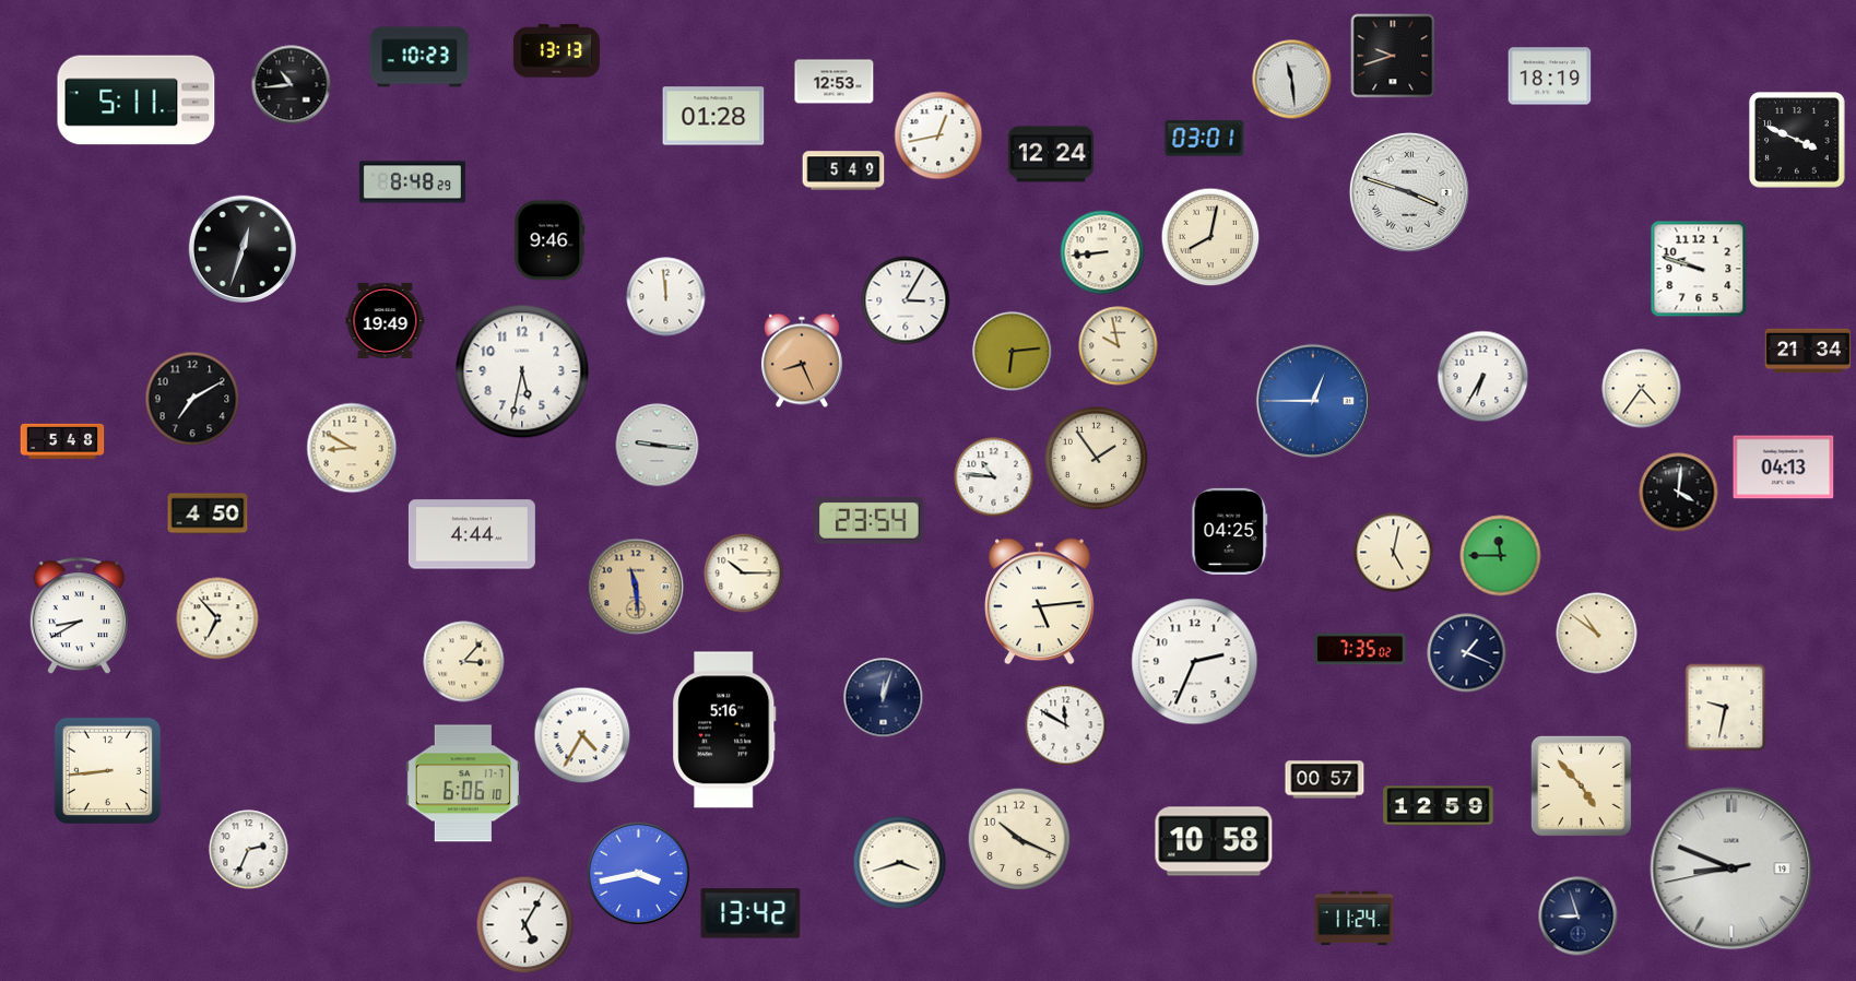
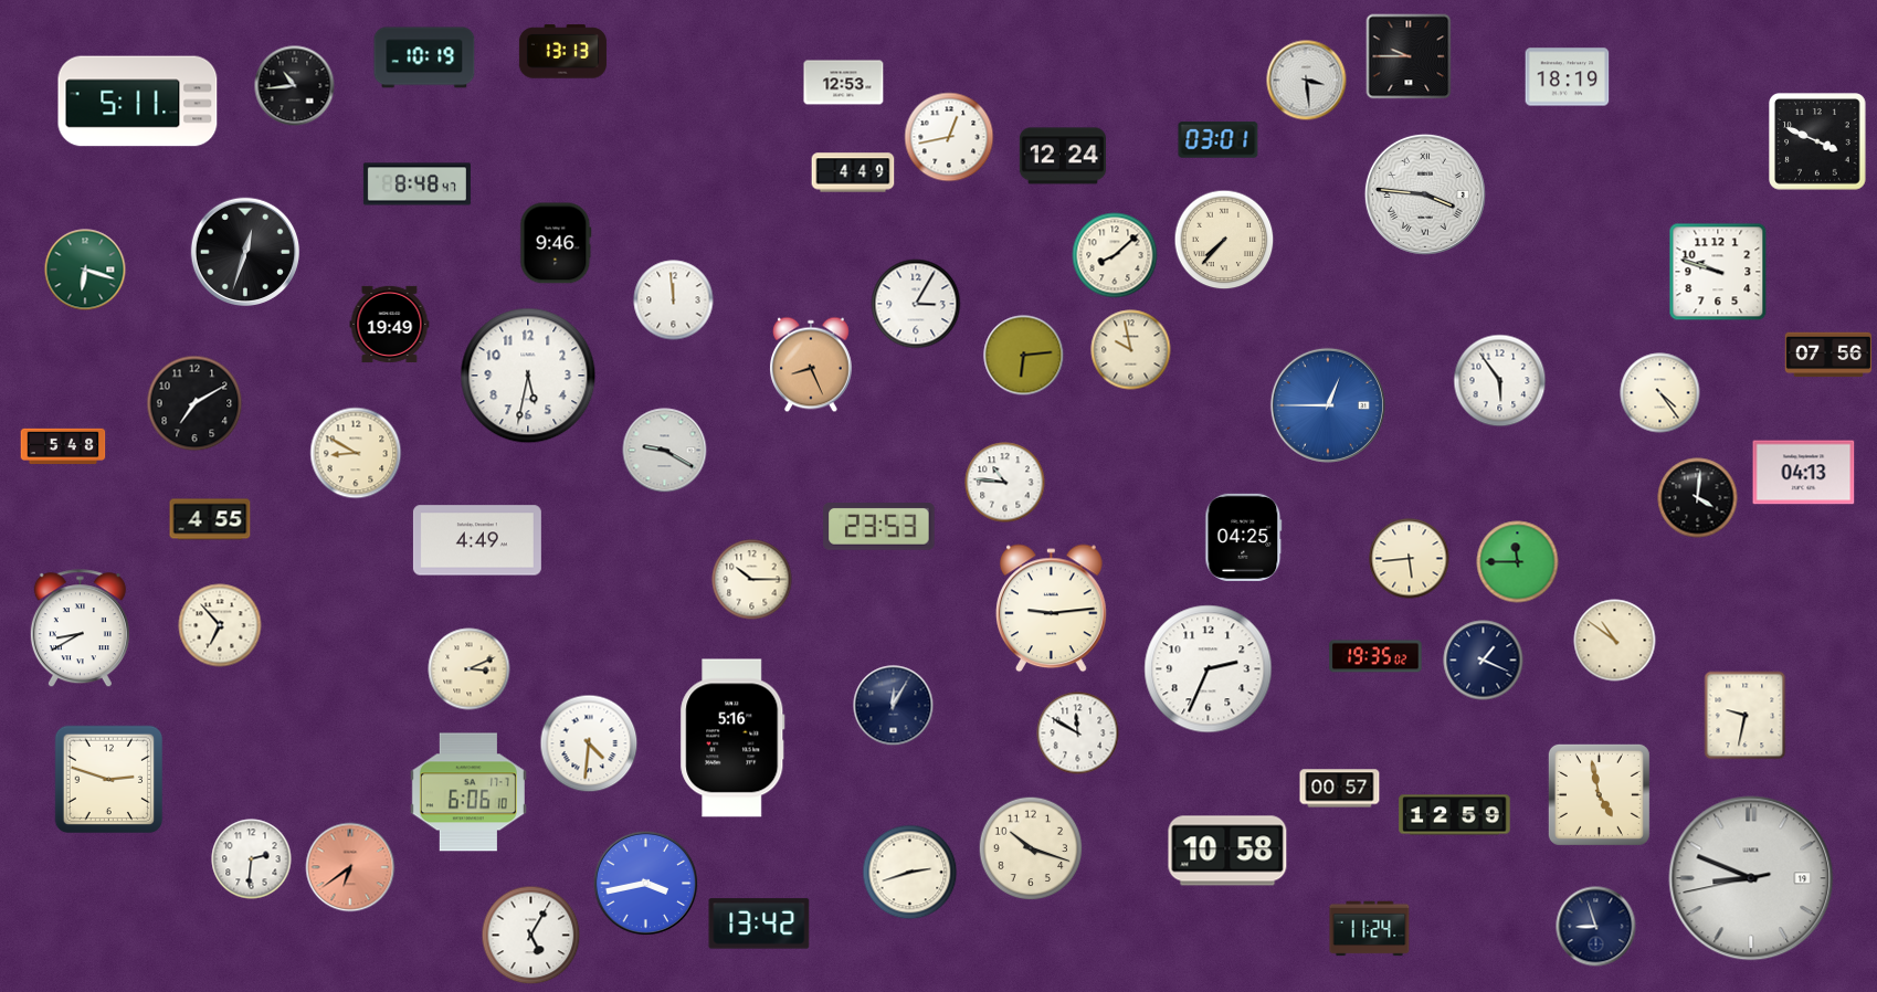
clock at (1393, 56): 9:42 -> 9:45
clock at (419, 57): 10:23 -> 10:19
clock at (1292, 80): 11:29 -> 3:29
clock at (713, 116): 01:28 -> none
clock at (843, 170): 5:49 -> 4:49
clock at (412, 182): 8:48:29 -> 8:48:47
clock at (1409, 192): 3:48 -> 3:46
clock at (1210, 237): 8:02 -> 7:37
clock at (1102, 252): 8:44 -> 8:08
clock at (85, 270): none -> 6:18
clock at (1807, 351): 21:34 -> 07:56
clock at (1483, 377): 6:35 -> 5:54
clock at (1642, 389): 4:36 -> 4:24
clock at (658, 446): 9:16 -> 9:20
clock at (1097, 459): 1:54 -> none
clock at (208, 513): 4:50 -> 4:55
clock at (870, 521): 23:54 -> 23:53
clock at (472, 534): 4:44 -> 4:49
clock at (1394, 553): 5:02 -> 5:44
clock at (636, 587): 11:29 -> none
clock at (1040, 602): 5:14 -> 9:14
clock at (79, 616) position: (79, 616) -> (80, 629)
clock at (1360, 649): 7:35 -> 19:35
clock at (464, 662): 3:07 -> 3:11
clock at (884, 698): 12:03 -> 12:05
clock at (582, 735): 4:35 -> 4:31
clock at (108, 771): 8:44 -> 2:48
clock at (1581, 785): 4:53 -> 4:58
clock at (1019, 839): 10:19 -> 10:18
clock at (249, 850): 2:34 -> 2:31
clock at (350, 867): none -> 6:39
clock at (900, 863): 3:42 -> 2:42
